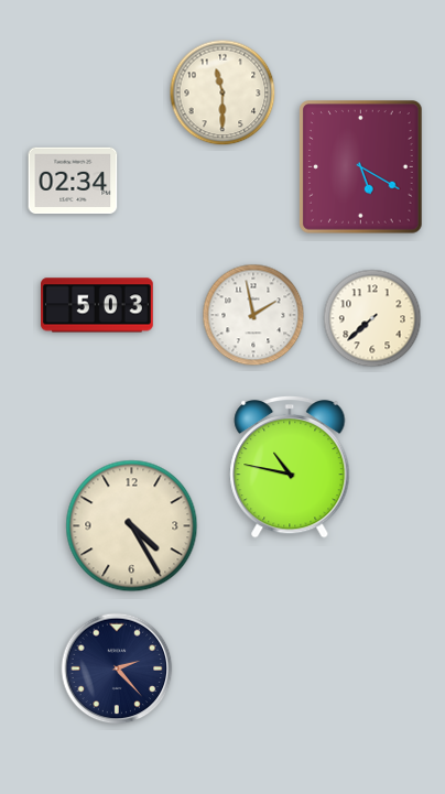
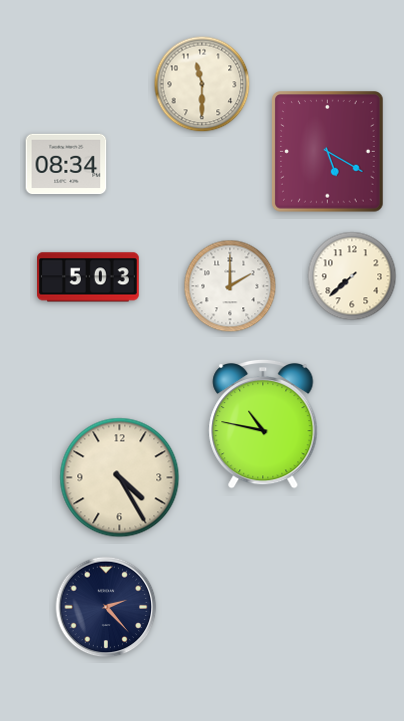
clock at (73, 181): 02:34 -> 08:34
clock at (253, 315): 1:58 -> 2:00
clock at (372, 318) position: (372, 318) -> (352, 276)
